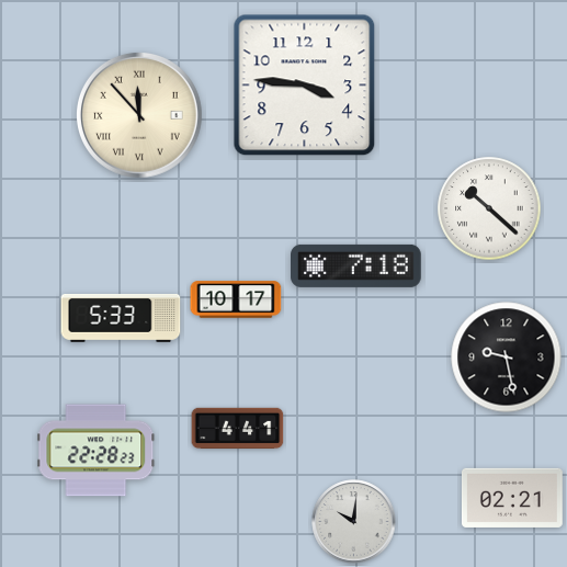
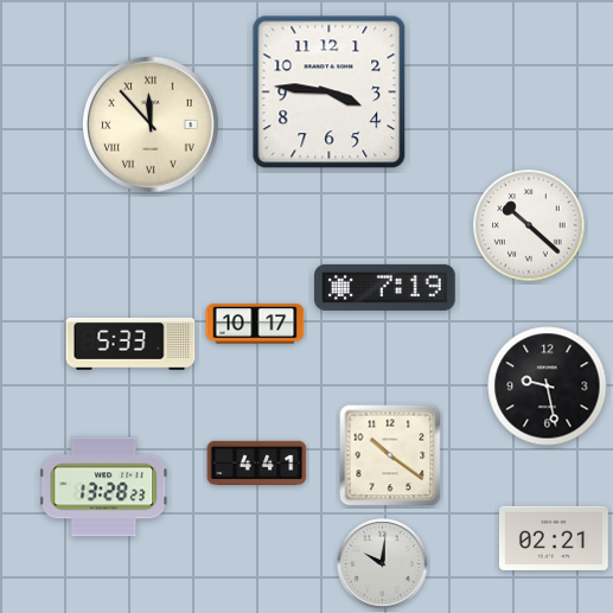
clock at (356, 265): 7:18 -> 7:19
clock at (390, 455): none -> 10:21
clock at (97, 451): 22:28 -> 13:28
